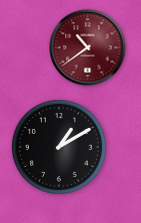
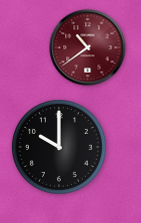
clock at (59, 147): 1:10 -> 10:00
